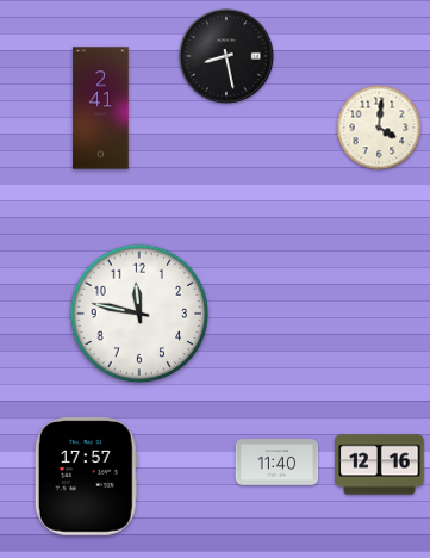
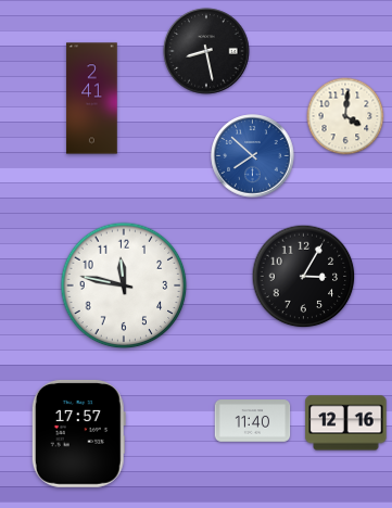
clock at (253, 156): none -> 7:52
clock at (304, 277): none -> 3:05
clock at (139, 314) position: (139, 314) -> (124, 285)
